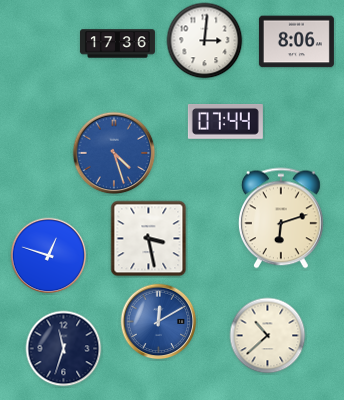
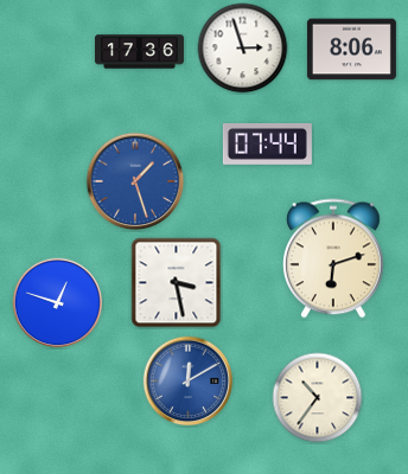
clock at (205, 41): 3:01 -> 2:57
clock at (114, 153): 4:27 -> 1:27
clock at (268, 336): 10:38 -> 10:36
clock at (64, 349): 11:33 -> none
